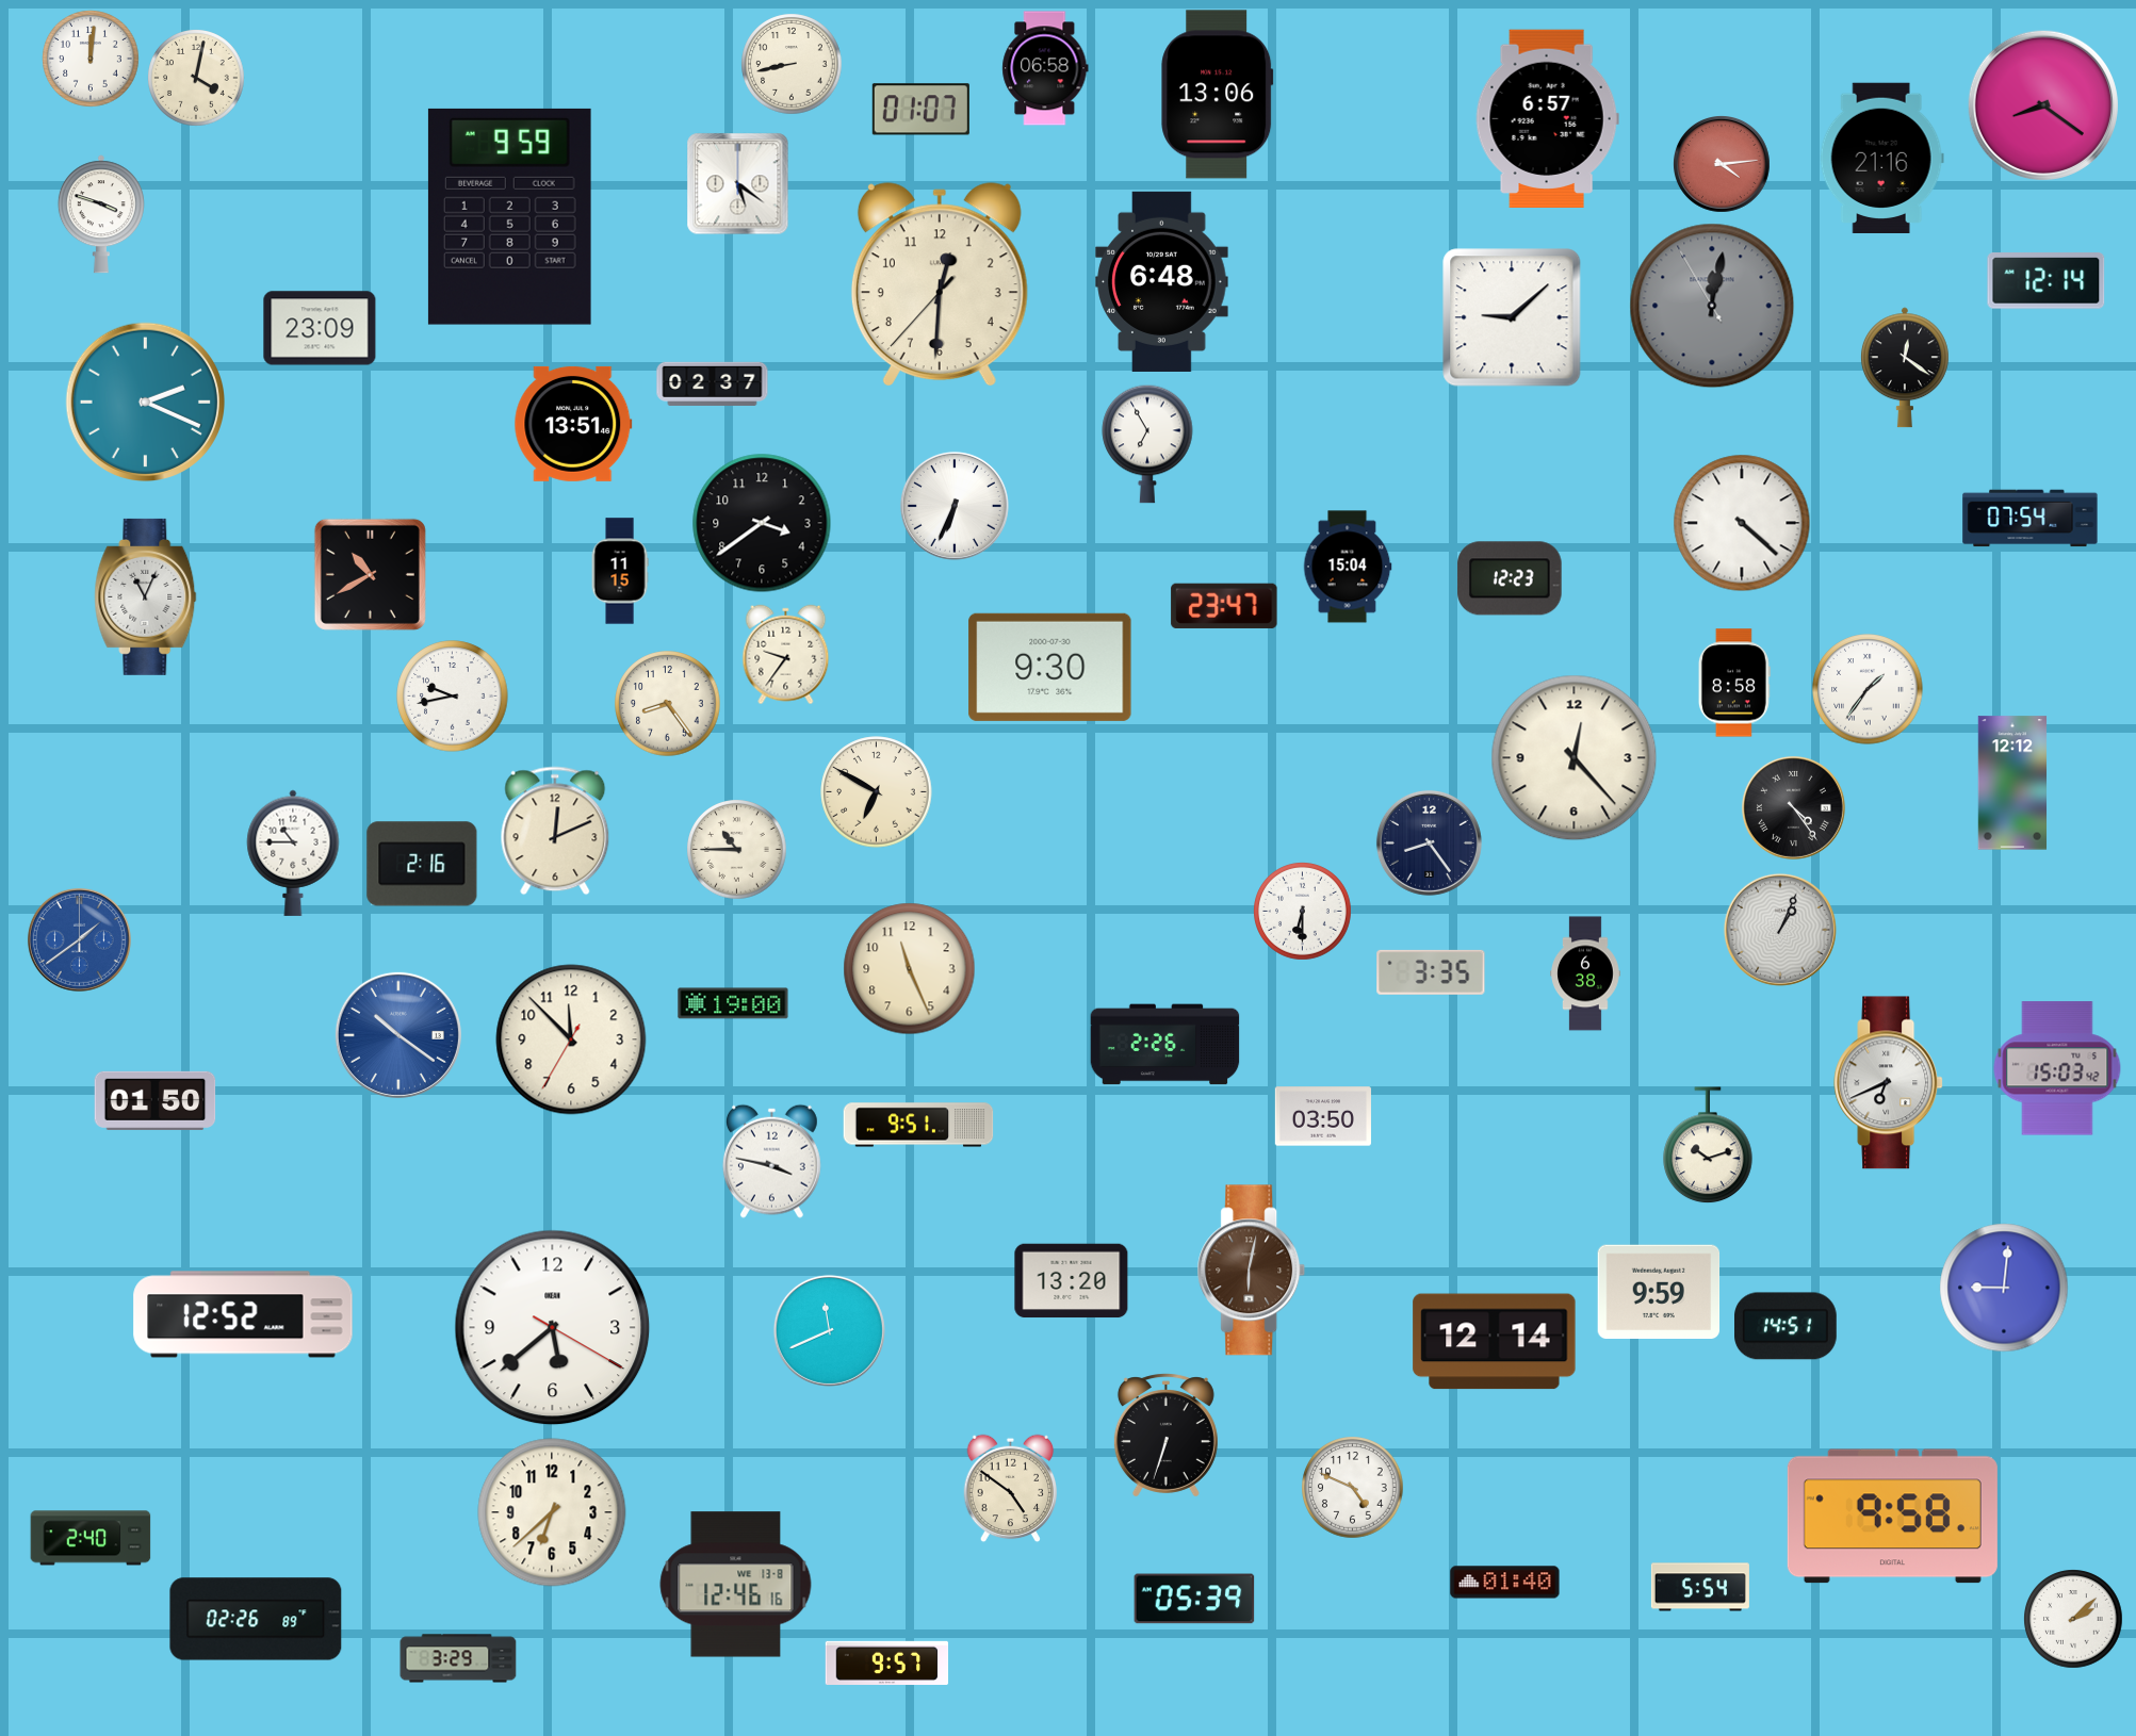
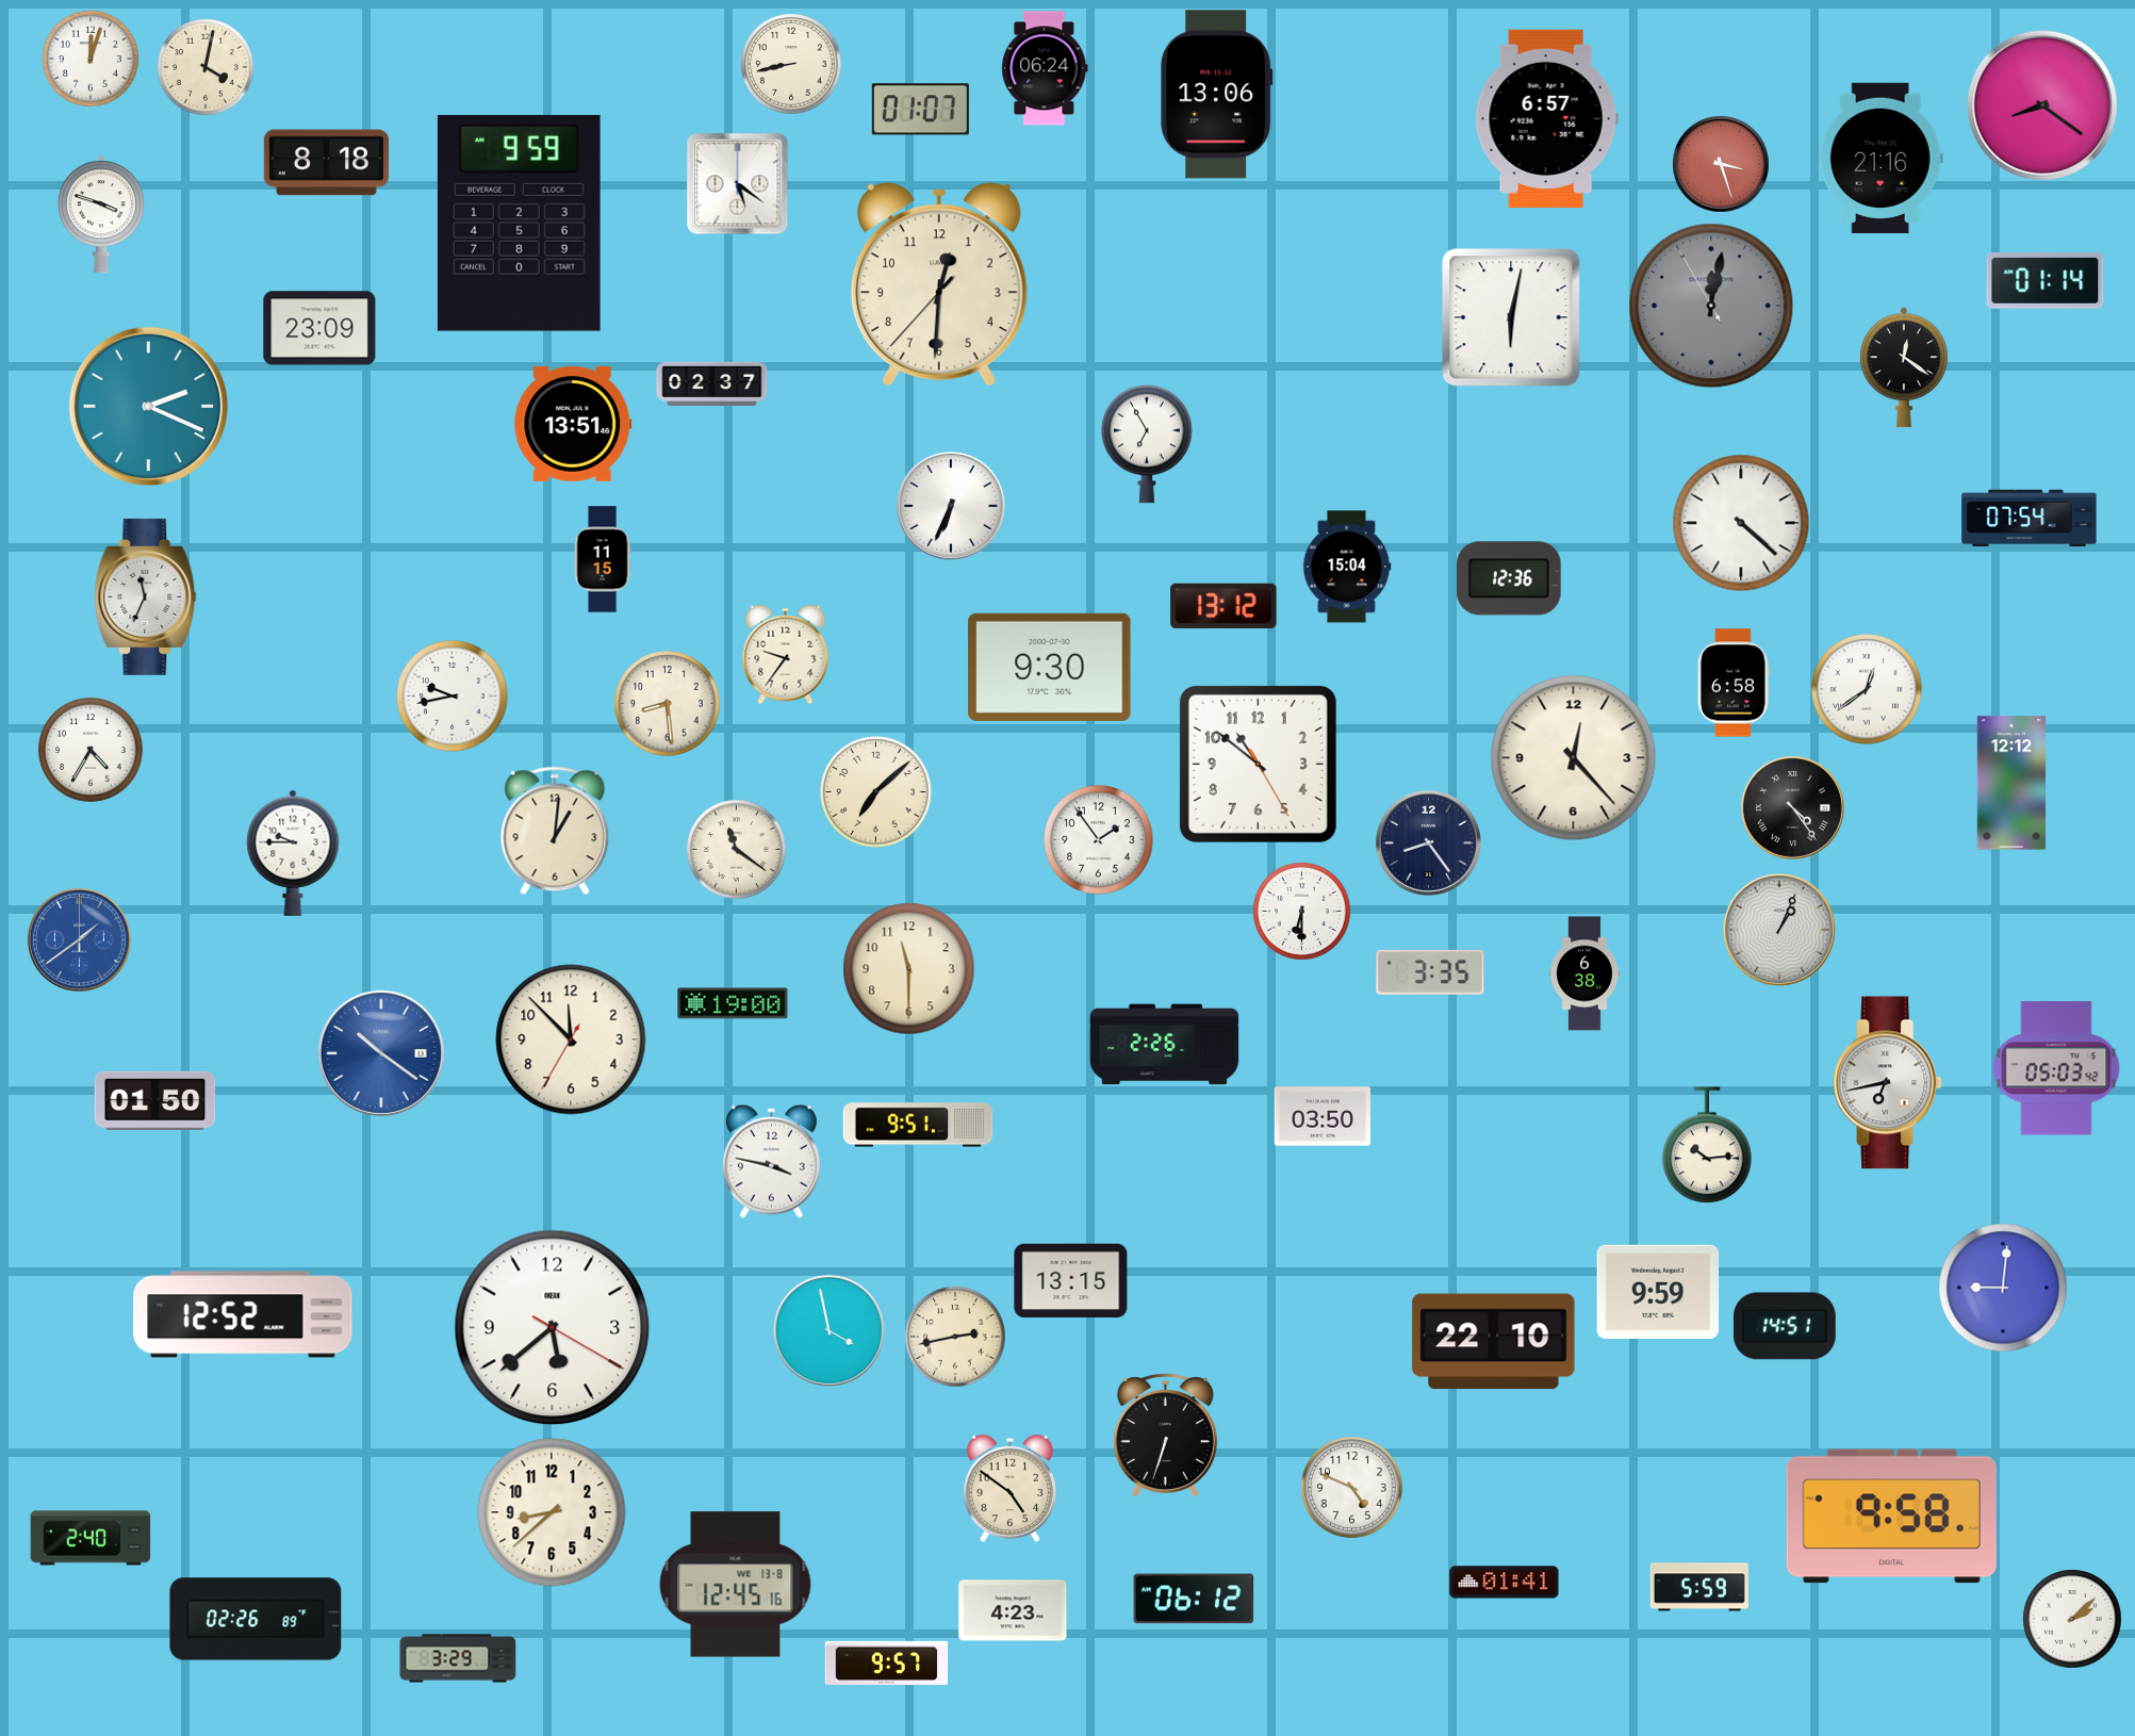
clock at (92, 60): 12:01 -> 12:03
clock at (1045, 68): 06:58 -> 06:24
clock at (197, 79) position: (197, 79) -> (207, 68)
clock at (326, 163): none -> 8:18
clock at (1723, 165): 4:14 -> 3:27
clock at (509, 216) position: (509, 216) -> (519, 223)
clock at (1162, 281): 6:48 -> none
clock at (2047, 281): 12:14 -> 01:14
clock at (1512, 317): 9:08 -> 6:02
clock at (145, 402) position: (145, 402) -> (148, 406)
clock at (955, 506) position: (955, 506) -> (951, 506)
clock at (762, 523): 3:39 -> none
clock at (620, 571) position: (620, 571) -> (603, 559)
clock at (370, 574): 10:40 -> none
clock at (1510, 578): 12:23 -> 12:36
clock at (146, 596): 11:04 -> 11:34
clock at (1224, 606): 23:47 -> 13:12
clock at (1734, 683): 8:58 -> 6:58
clock at (1868, 689): 1:36 -> 12:39
clock at (668, 704): 8:24 -> 8:29
clock at (91, 750): none -> 4:35
clock at (1258, 764): none -> 10:51
clock at (877, 792): 6:50 -> 7:08
clock at (555, 831): 12:11 -> 1:01
clock at (1099, 840): none -> 1:54
clock at (737, 850): 10:45 -> 11:21
clock at (293, 853): 10:45 -> 9:45
clock at (422, 864): 2:16 -> none
clock at (910, 969): 11:26 -> 11:30
clock at (398, 1035) position: (398, 1035) -> (381, 1053)
clock at (2057, 1068): 15:03 -> 05:03
clock at (1889, 1083): 6:41 -> 6:43
clock at (1708, 1146): 10:12 -> 10:14
clock at (1252, 1271): 6:02 -> none
clock at (1072, 1281): 13:20 -> 13:15
clock at (829, 1330): 11:41 -> 3:58
clock at (955, 1337): none -> 2:43
clock at (1495, 1342): 12:14 -> 22:10
clock at (552, 1512): 6:38 -> 8:38
clock at (1505, 1583): 01:40 -> 01:41
clock at (736, 1585): 12:46 -> 12:45
clock at (1700, 1587): 5:54 -> 5:59
clock at (1194, 1599): 05:39 -> 06:12
clock at (1013, 1610): none -> 4:23
